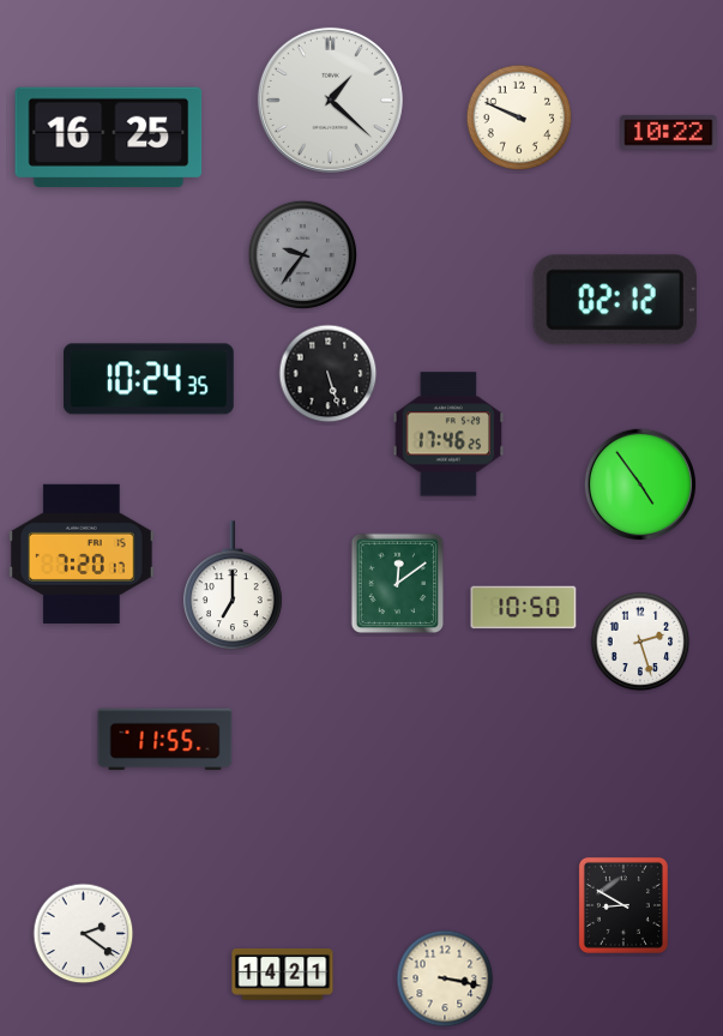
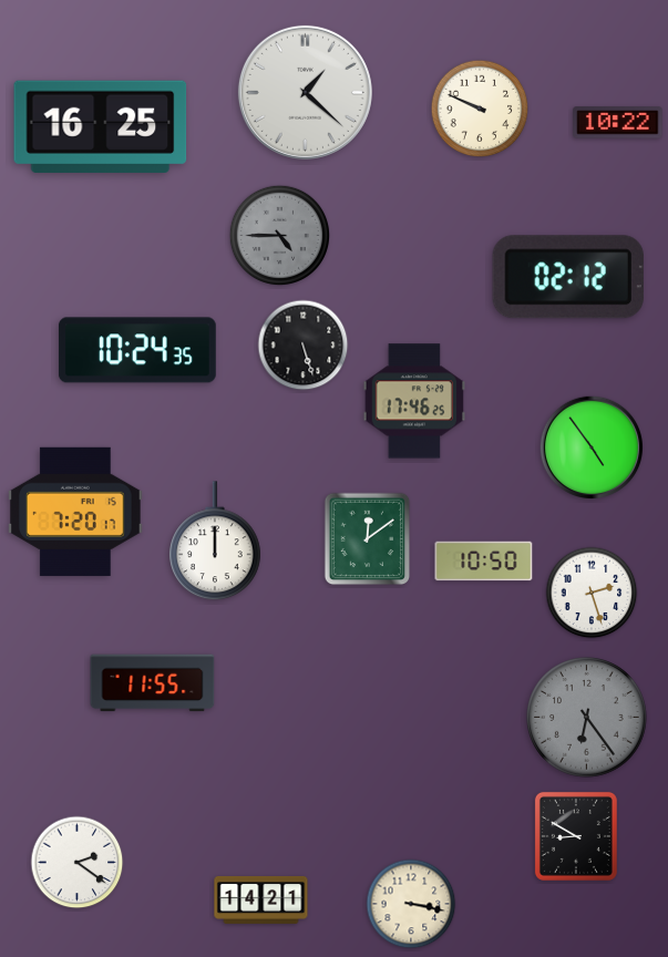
clock at (303, 255): 9:36 -> 4:45
clock at (234, 586): 7:00 -> 12:00
clock at (587, 718): none -> 6:24
